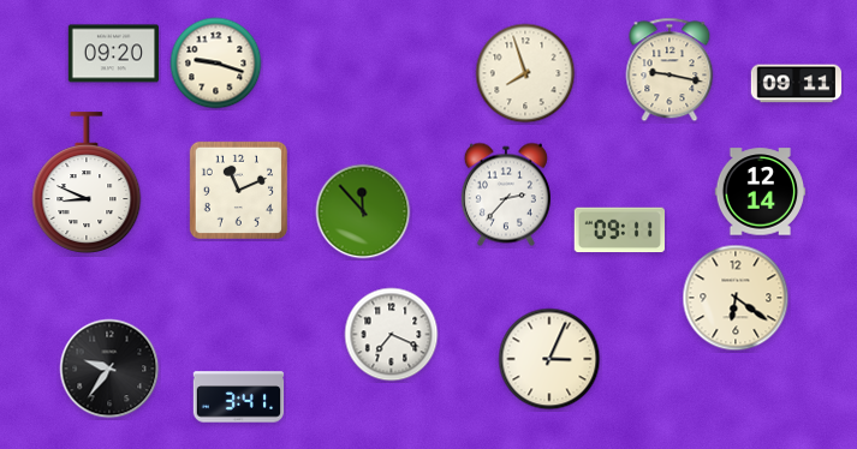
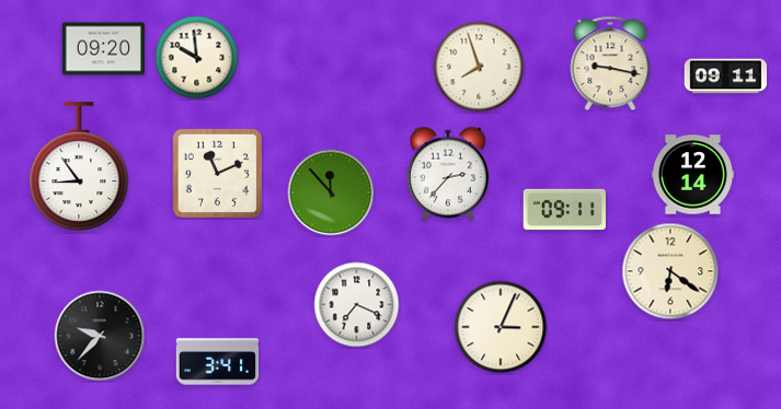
clock at (216, 64): 9:18 -> 9:59
clock at (87, 182): 8:49 -> 8:54
clock at (506, 194) position: (506, 194) -> (448, 174)
clock at (109, 369): 9:36 -> 9:37
